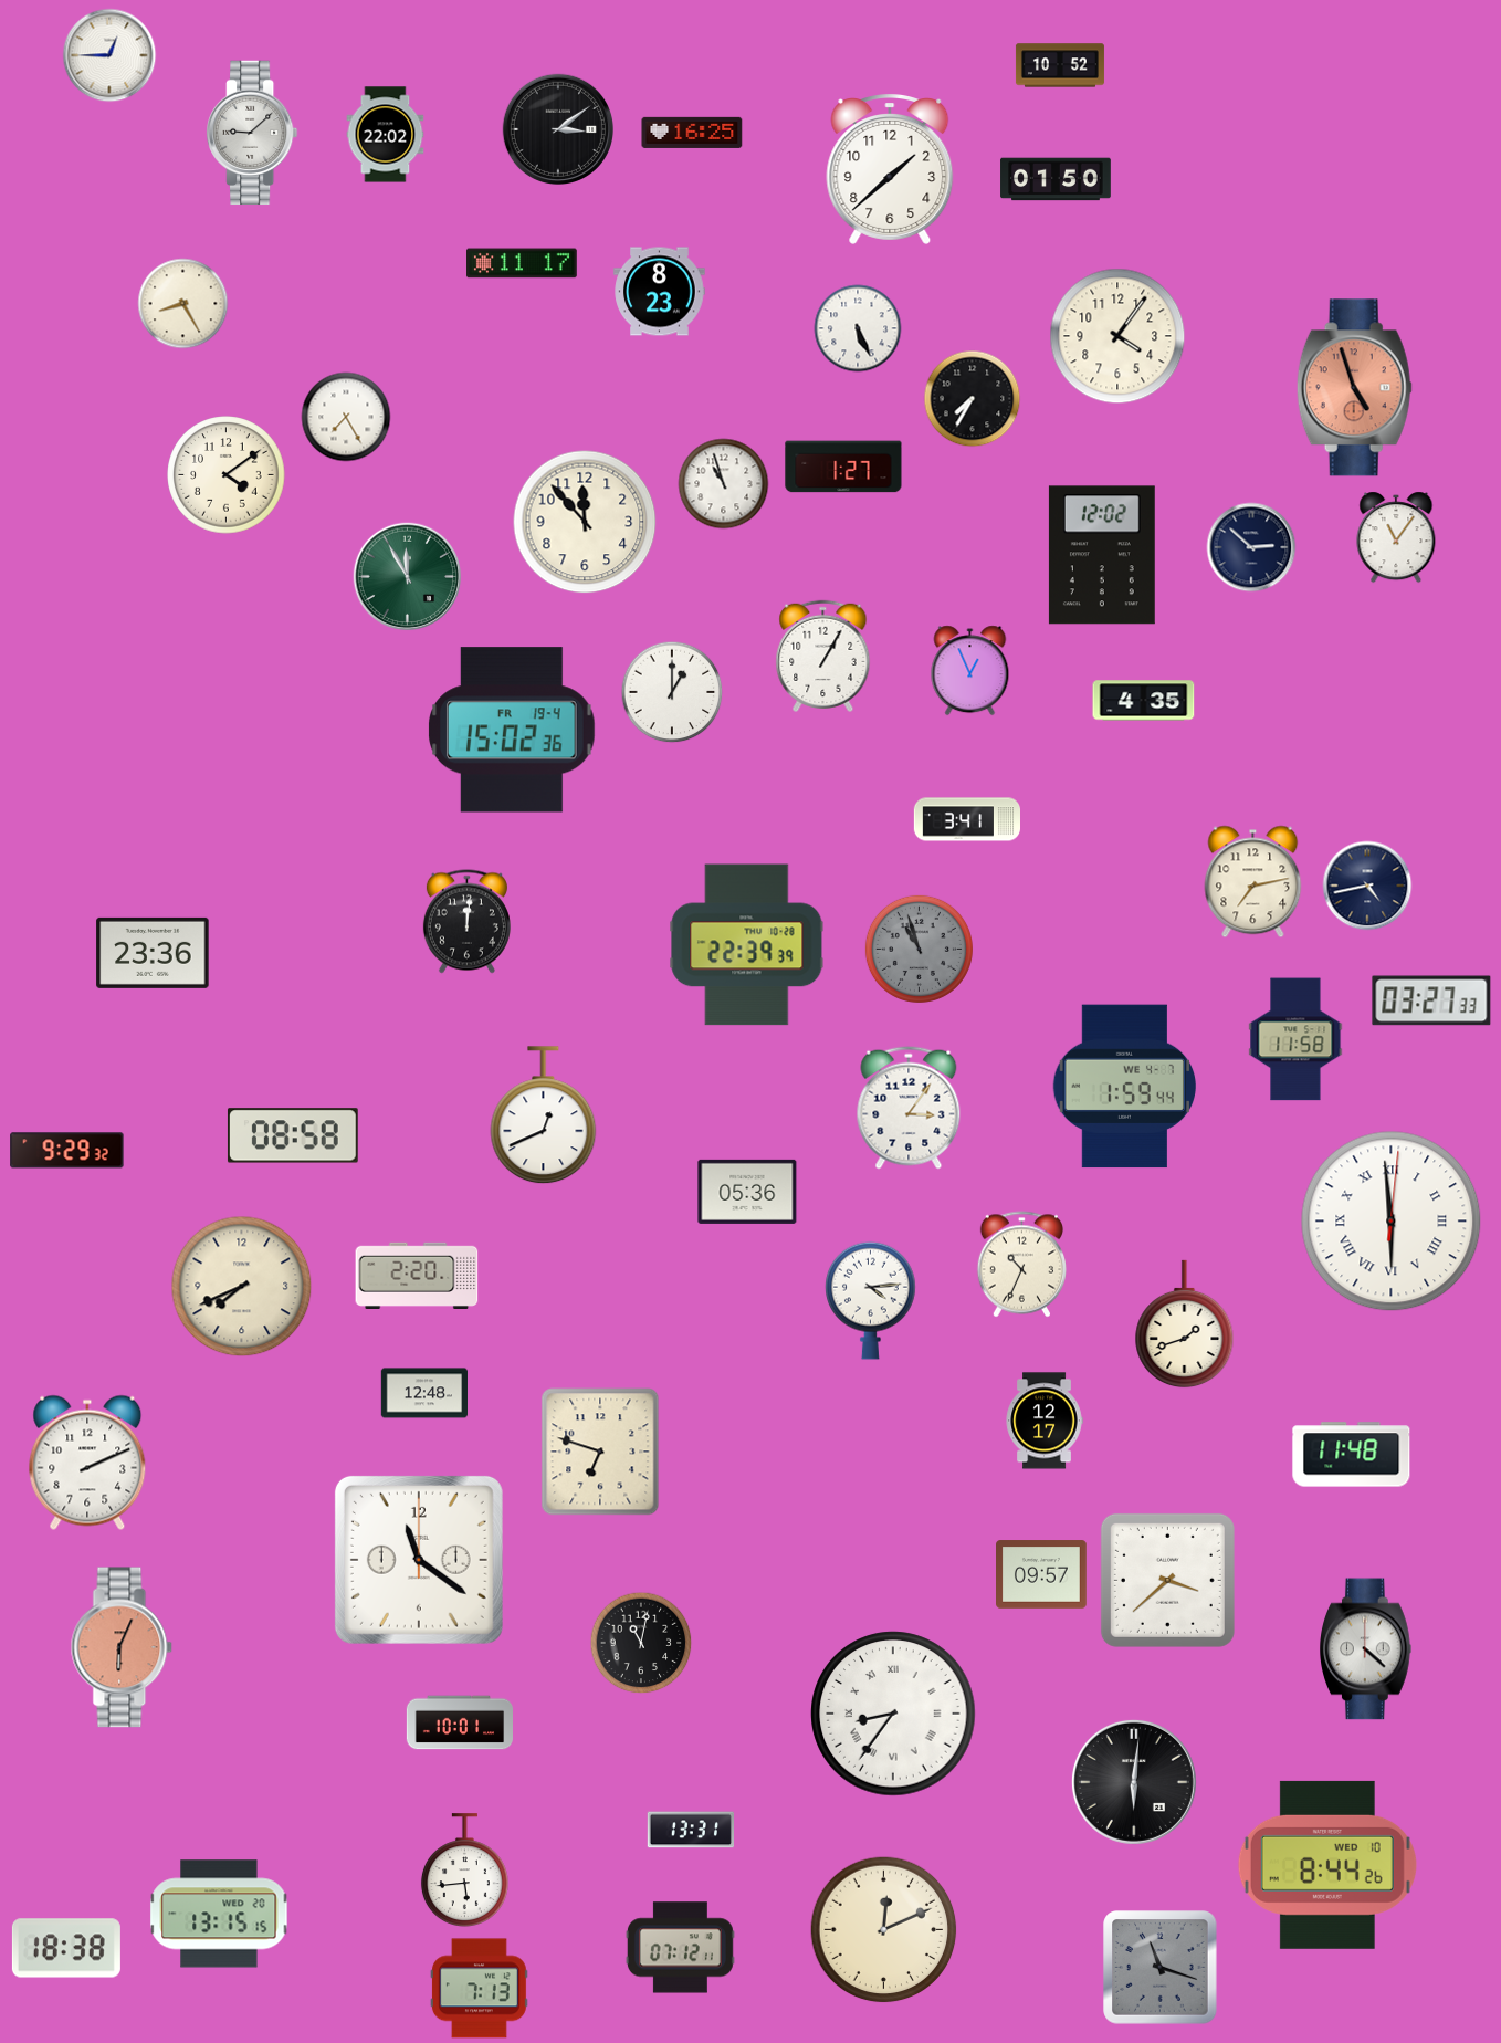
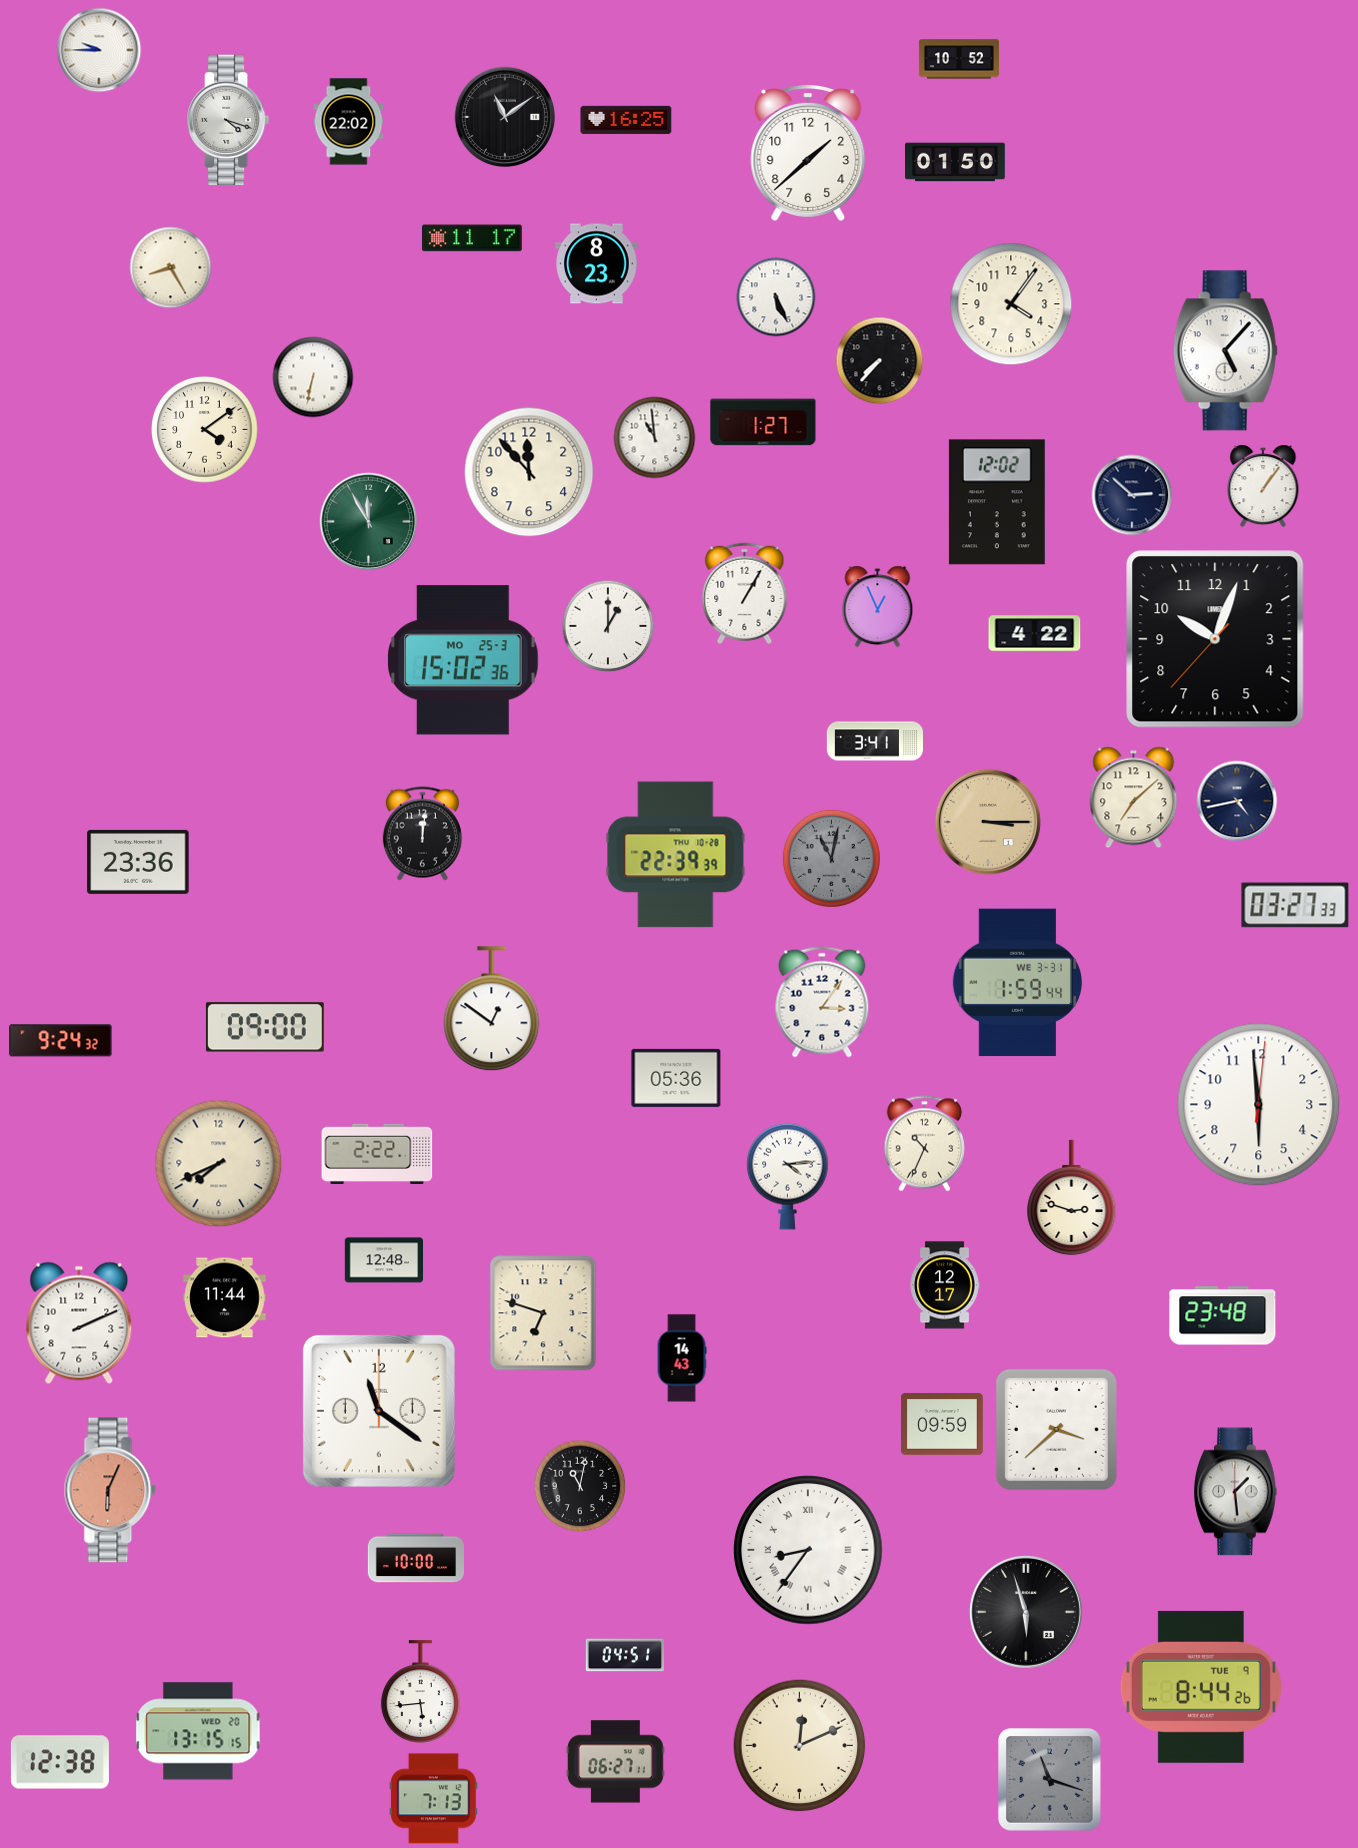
clock at (109, 55): 12:45 -> 9:45
clock at (557, 128): 3:09 -> 11:09
clock at (253, 133): 9:08 -> 4:18
clock at (890, 169) position: (890, 169) -> (808, 153)
clock at (183, 304) position: (183, 304) -> (171, 268)
clock at (1354, 388): 4:57 -> 5:07
clock at (1354, 388) dial: salmon -> white
clock at (973, 399): 7:35 -> 7:37
clock at (346, 417): 7:25 -> 6:32
clock at (724, 484): 10:57 -> 10:59
clock at (1396, 537): 11:06 -> 1:06
clock at (1144, 701): 4:35 -> 4:22
clock at (1215, 639): none -> 10:03
clock at (512, 730) date: FR 19-4 -> MO 25-3
clock at (1253, 882): 7:13 -> 7:08
clock at (988, 822): none -> 3:15
clock at (919, 949): 10:57 -> 11:02
clock at (1295, 1039): 11:58 -> none
clock at (1124, 1087) date: WE 4-7 -> WE 3-31
clock at (544, 1115): 12:41 -> 12:51
clock at (293, 1135): 08:58 -> 09:00
clock at (67, 1151): 9:29 -> 9:24
clock at (1392, 1222) numerals: Roman -> Arabic
clock at (417, 1275): 2:20 -> 2:22
clock at (1185, 1324): 1:42 -> 2:48
clock at (225, 1298): none -> 11:44
clock at (1352, 1455): 11:48 -> 23:48
clock at (682, 1358): none -> 14:43
clock at (1042, 1574): 09:57 -> 09:59
clock at (1366, 1649): 4:22 -> 1:29
clock at (459, 1722): 10:01 -> 10:00
clock at (1134, 1782): 6:01 -> 5:57
clock at (690, 1830): 13:31 -> 04:51
clock at (1327, 1865) date: WED 10 -> TUE 9
clock at (66, 1948): 18:38 -> 12:38
clock at (680, 1948): 07:12 -> 06:27
